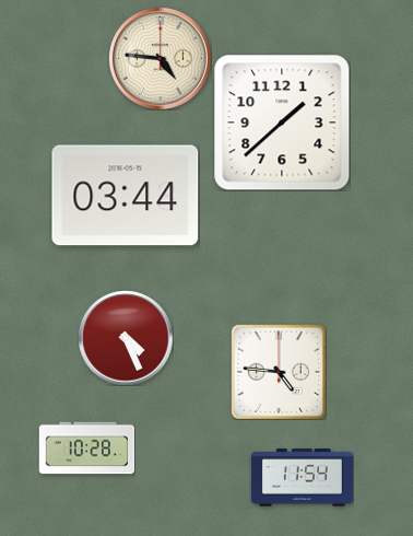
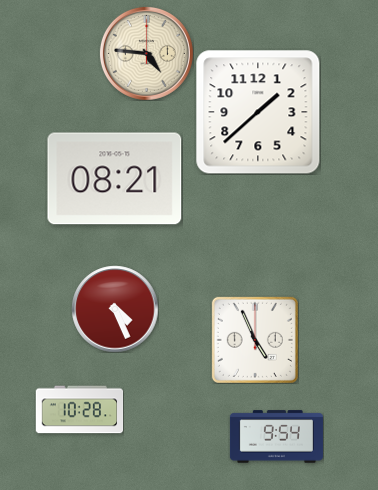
clock at (126, 196): 03:44 -> 08:21
clock at (279, 372): 4:46 -> 4:56
clock at (302, 478): 11:54 -> 9:54
